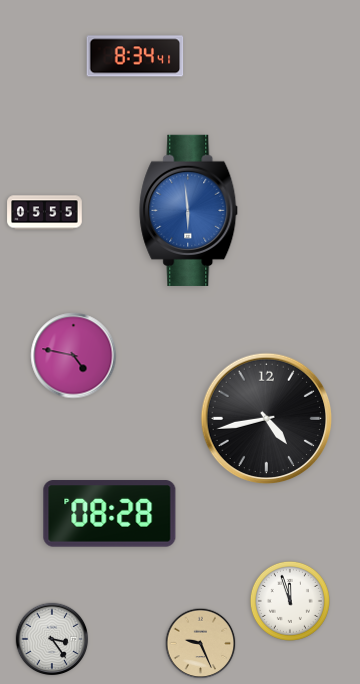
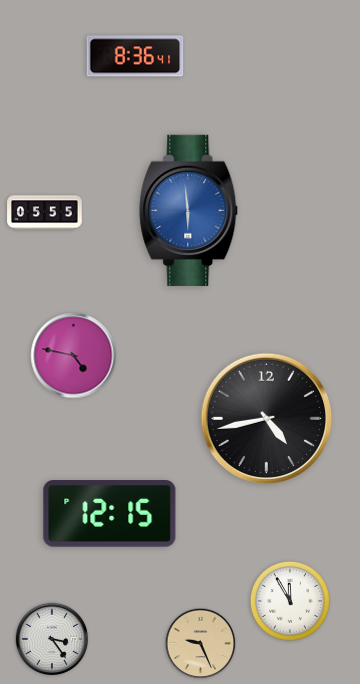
clock at (135, 56): 8:34 -> 8:36
clock at (110, 514): 08:28 -> 12:15
clock at (290, 601): 11:57 -> 11:55
